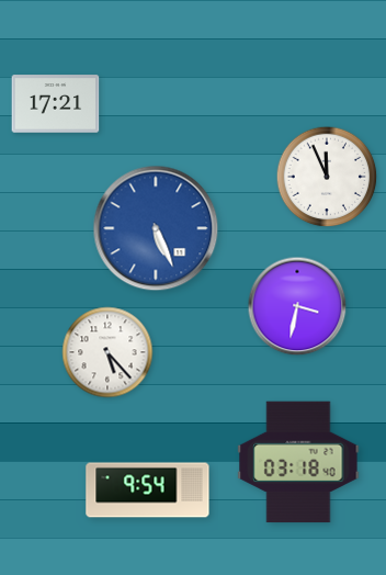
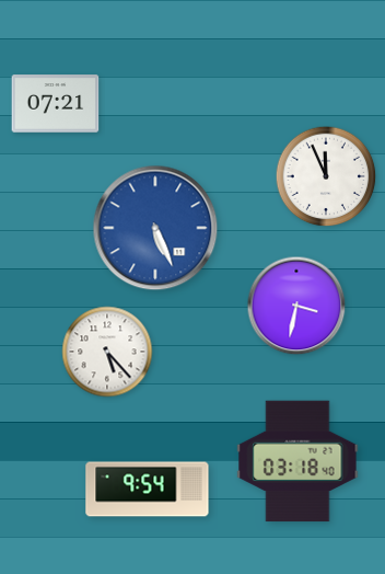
clock at (56, 104): 17:21 -> 07:21
